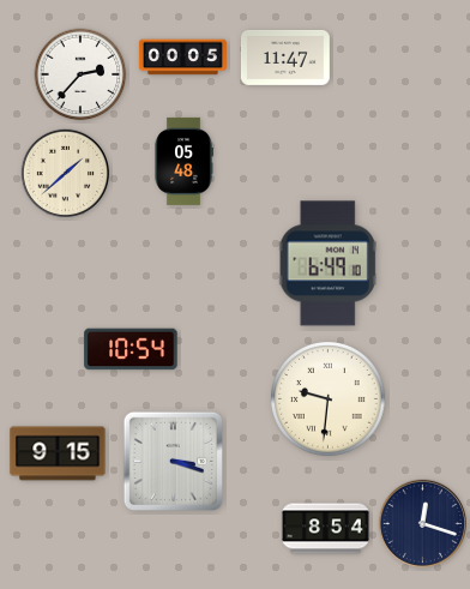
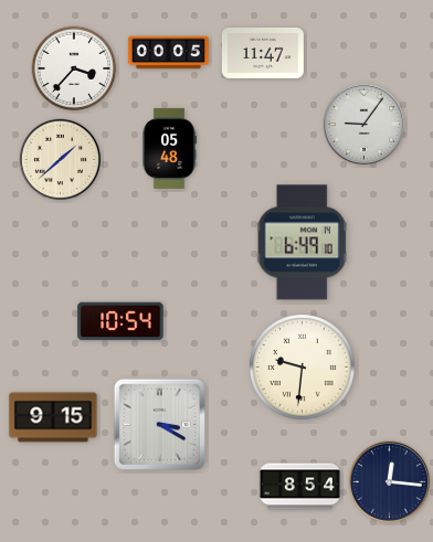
clock at (80, 74): 2:37 -> 3:37
clock at (363, 124): none -> 9:06
clock at (173, 461): 3:18 -> 3:20
clock at (422, 523): 12:18 -> 12:16
